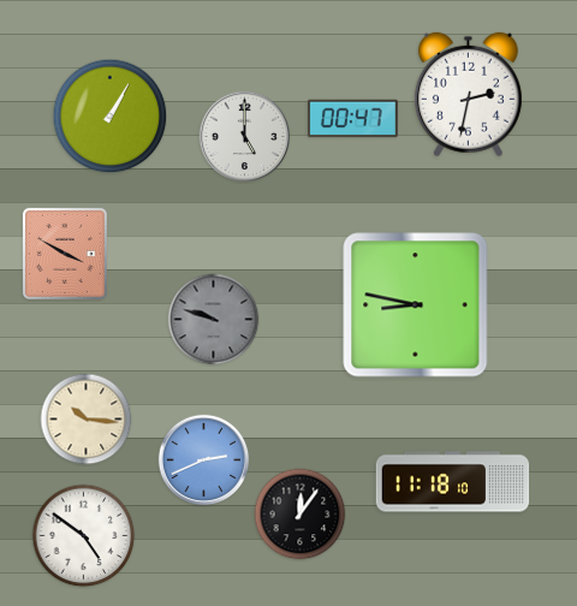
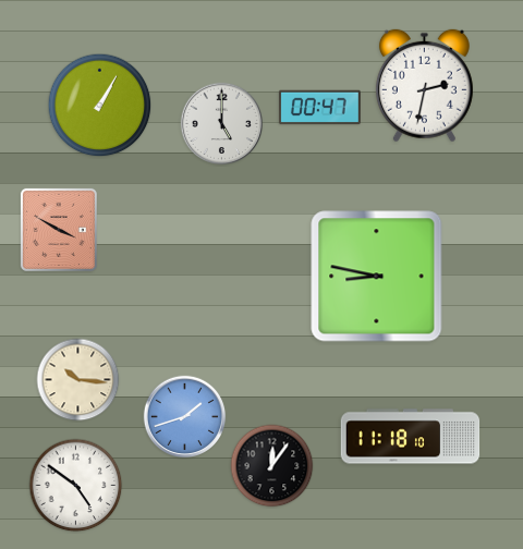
clock at (214, 320): 9:48 -> none
clock at (204, 461): 2:41 -> 1:42
